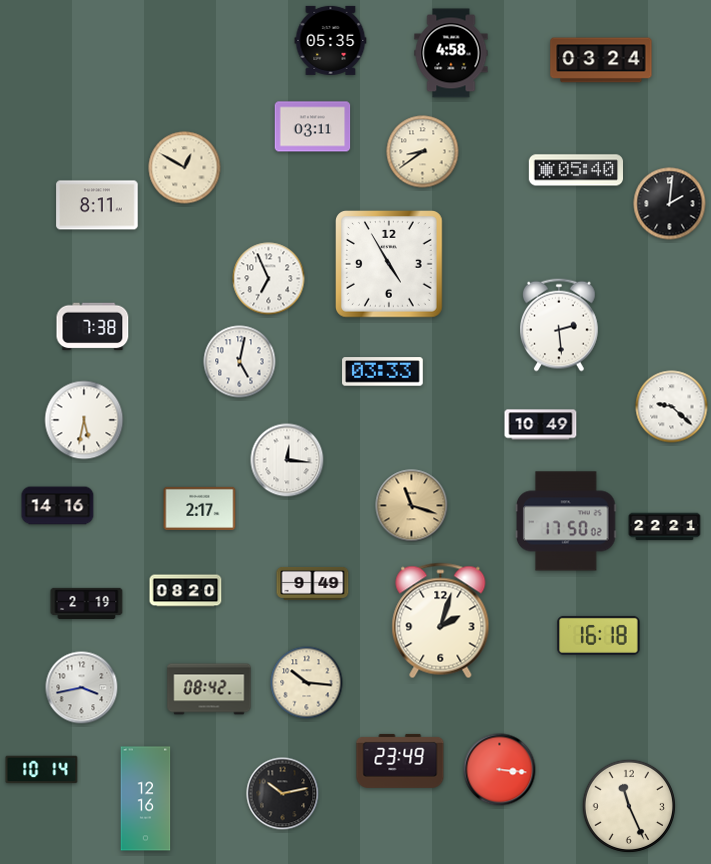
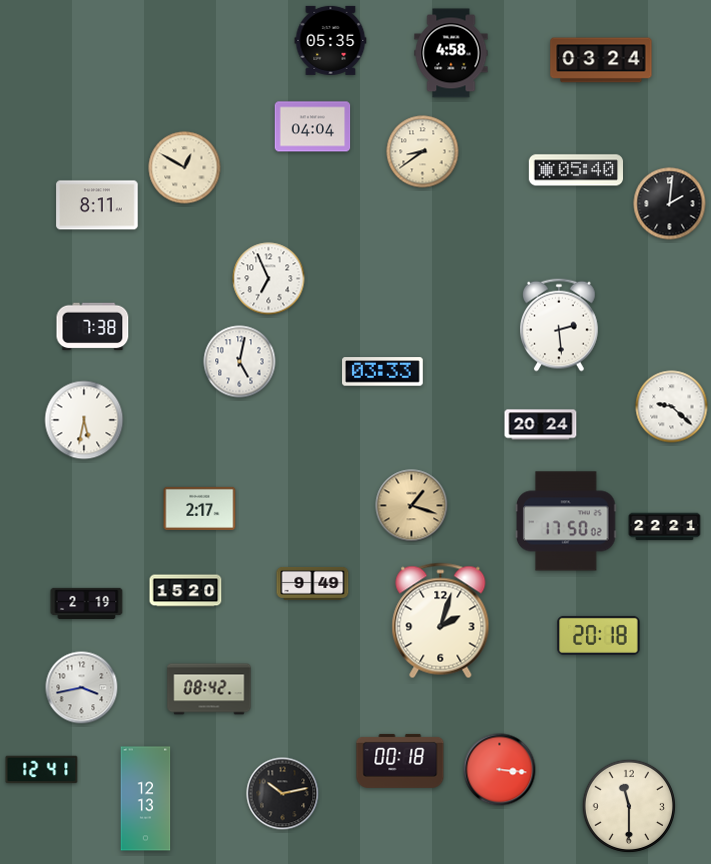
clock at (313, 127): 03:11 -> 04:04
clock at (390, 265): 4:55 -> none
clock at (541, 425): 10:49 -> 20:24
clock at (287, 460): 12:16 -> none
clock at (58, 506): 14:16 -> none
clock at (412, 506): 11:18 -> 1:18
clock at (186, 591): 08:20 -> 15:20
clock at (599, 635): 16:18 -> 20:18
clock at (307, 683): 10:16 -> none
clock at (400, 761): 23:49 -> 00:18
clock at (42, 770): 10:14 -> 12:41
clock at (146, 799): 12:16 -> 12:13
clock at (629, 806): 11:26 -> 11:30
